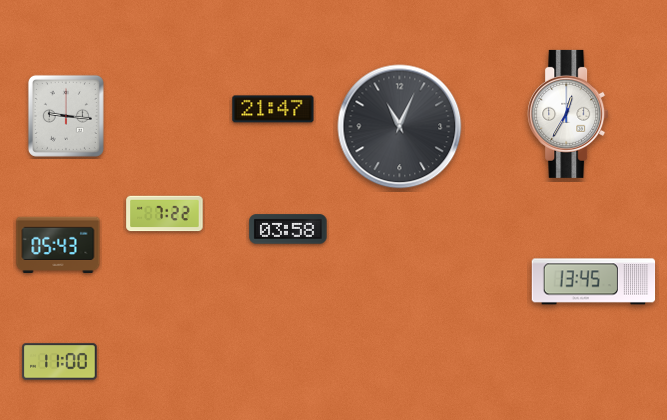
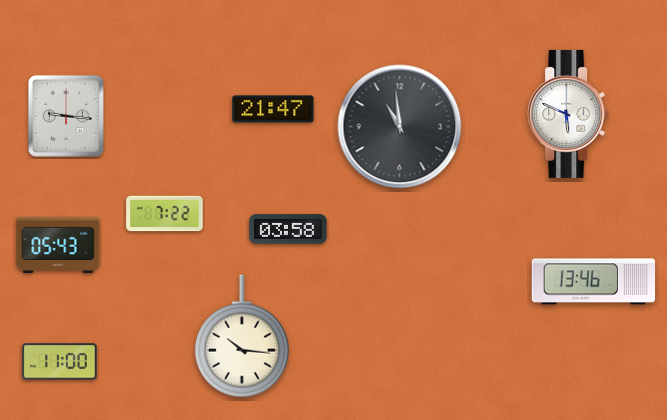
clock at (568, 114): 12:35 -> 5:49
clock at (400, 127): 11:04 -> 10:59
clock at (594, 282): 13:45 -> 13:46
clock at (242, 336): none -> 10:16
